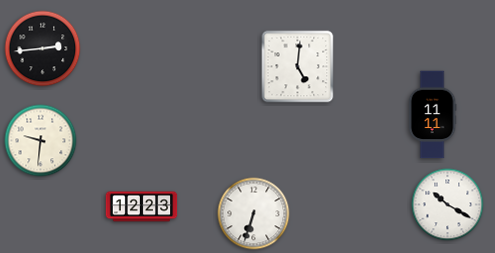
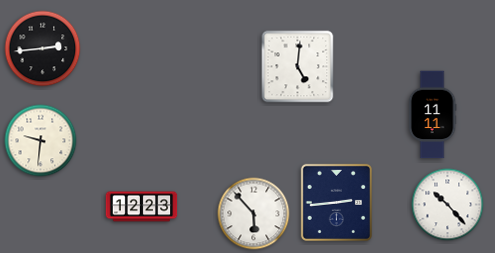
clock at (336, 202): none -> 2:44
clock at (448, 205): 10:20 -> 10:23
clock at (254, 214): 6:33 -> 5:53
